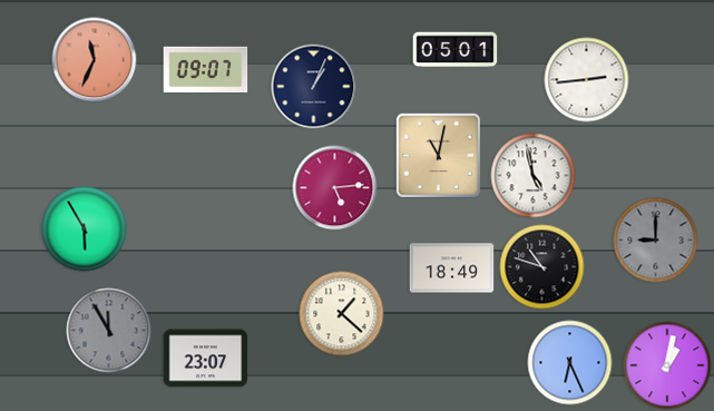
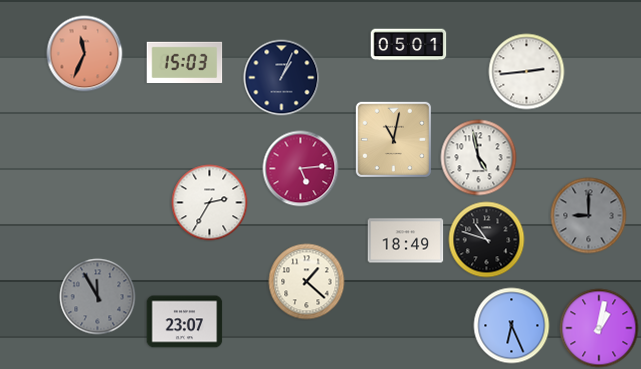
clock at (206, 70): 09:07 -> 15:03
clock at (210, 203): none -> 2:35
clock at (85, 229): 5:55 -> none
